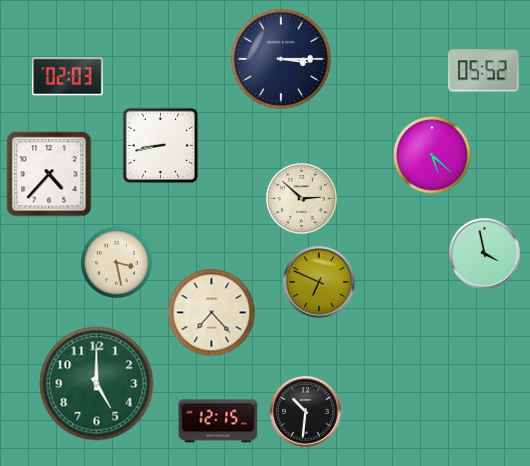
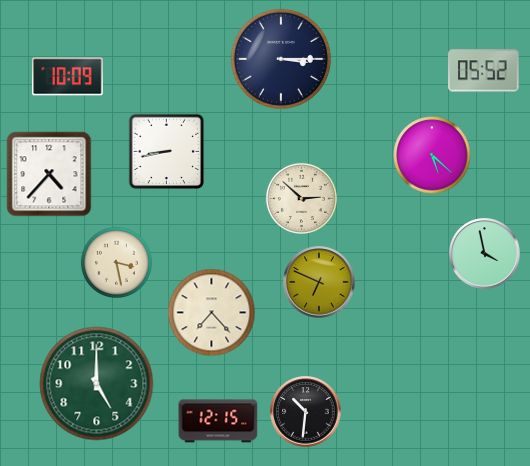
clock at (68, 77): 02:03 -> 10:09
clock at (161, 146) position: (161, 146) -> (167, 152)
